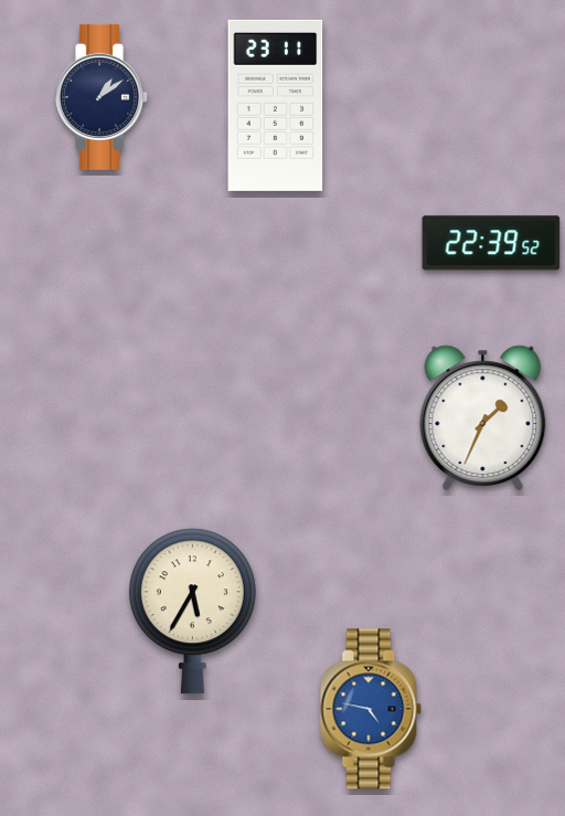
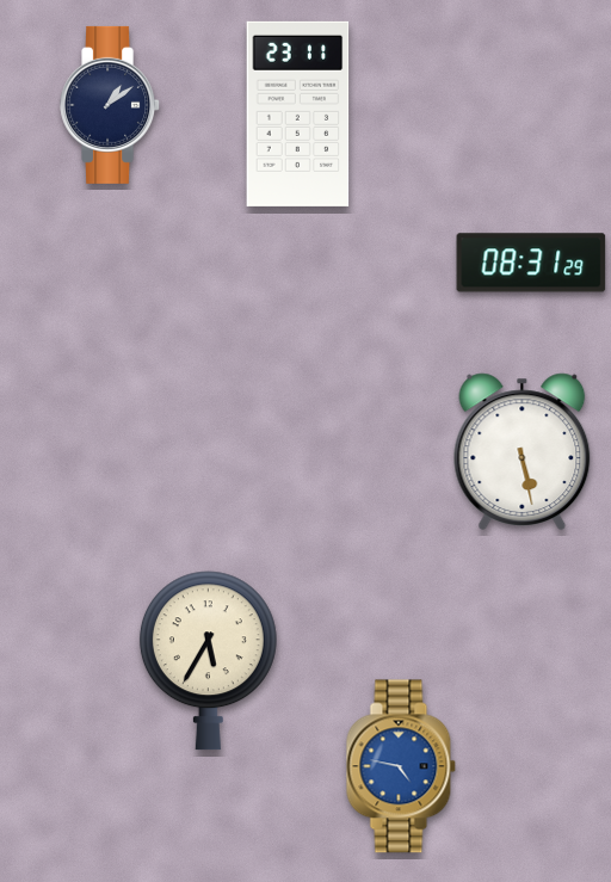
clock at (491, 243): 22:39 -> 08:31
clock at (483, 417): 1:34 -> 5:28
